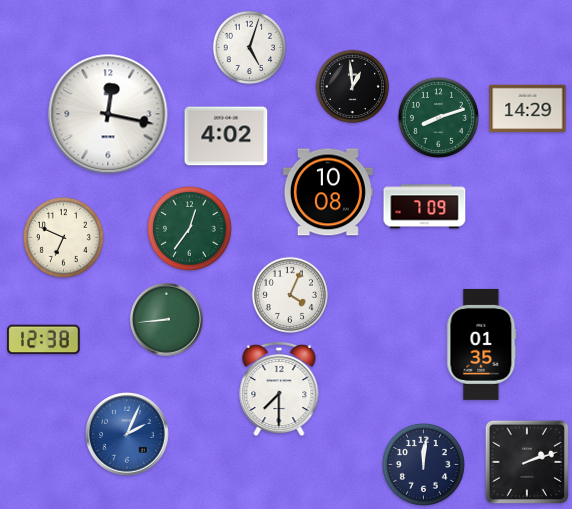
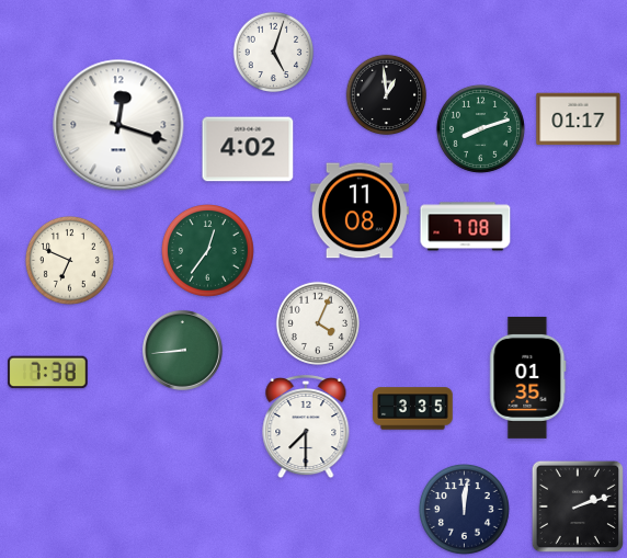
clock at (528, 109): 14:29 -> 01:17
clock at (108, 114): 12:17 -> 12:18
clock at (328, 192): 10:08 -> 11:08
clock at (425, 207): 7:09 -> 7:08
clock at (44, 340): 12:38 -> 7:38
clock at (413, 409): none -> 3:35
clock at (127, 434): 2:04 -> none
